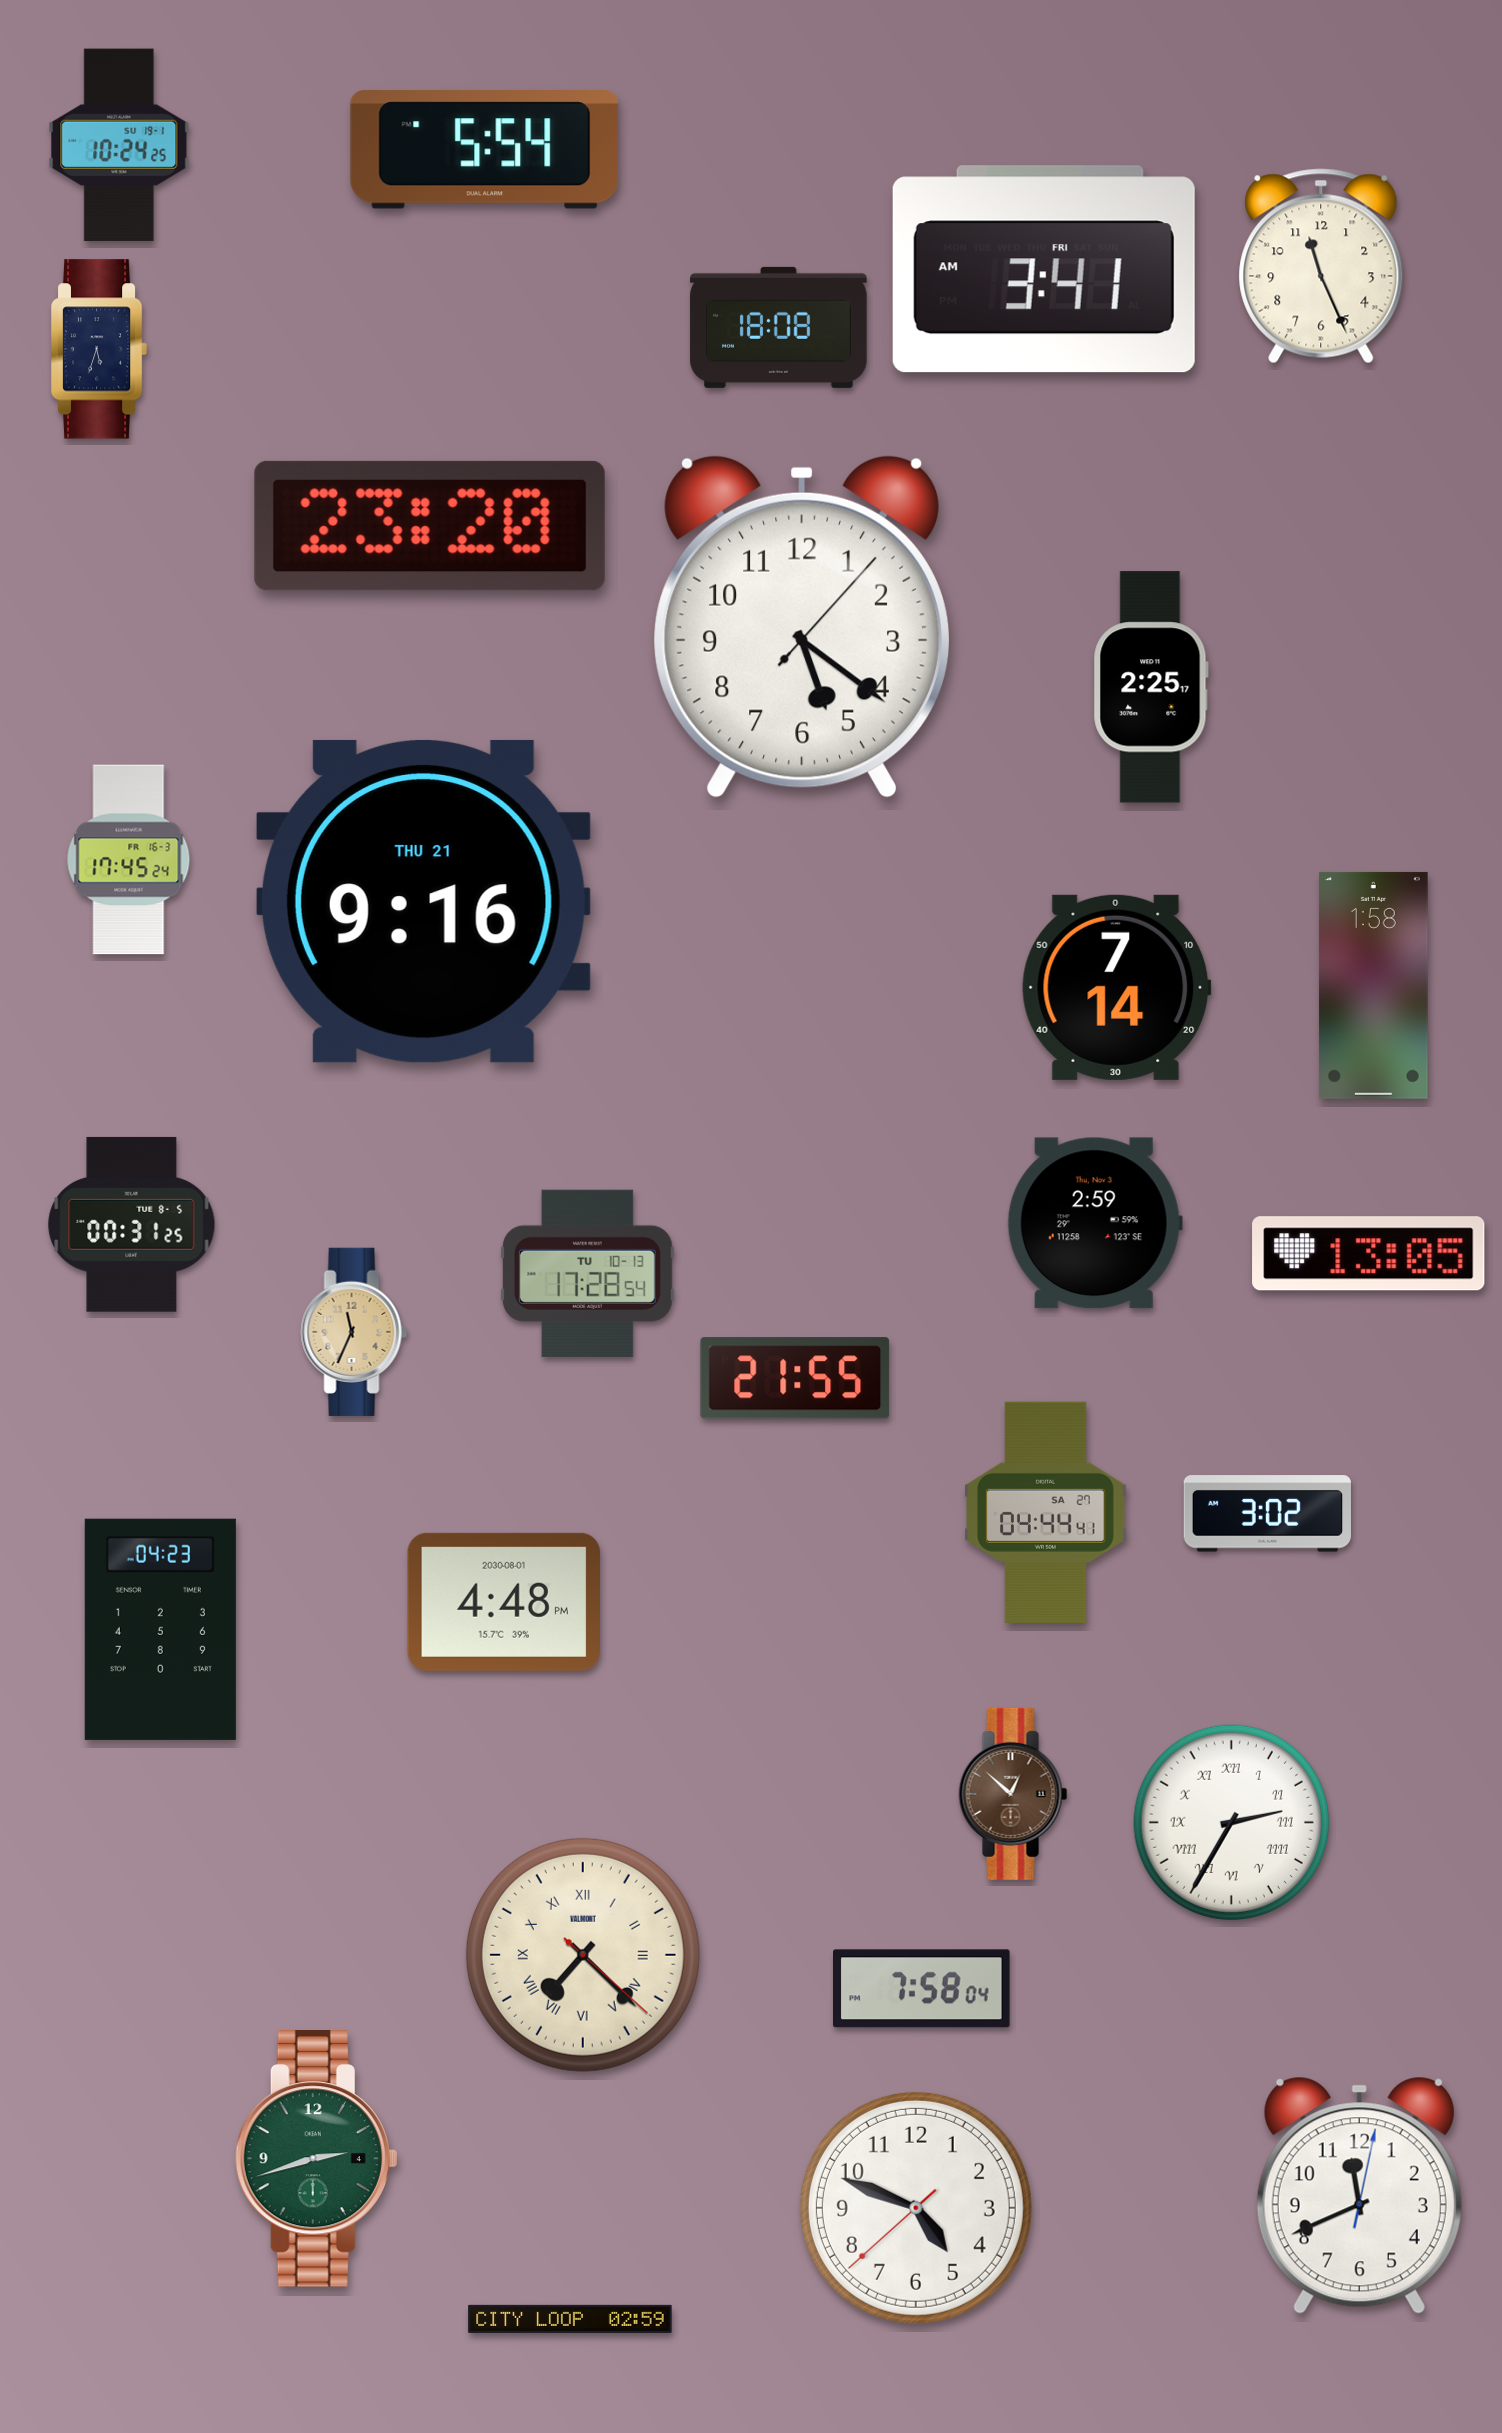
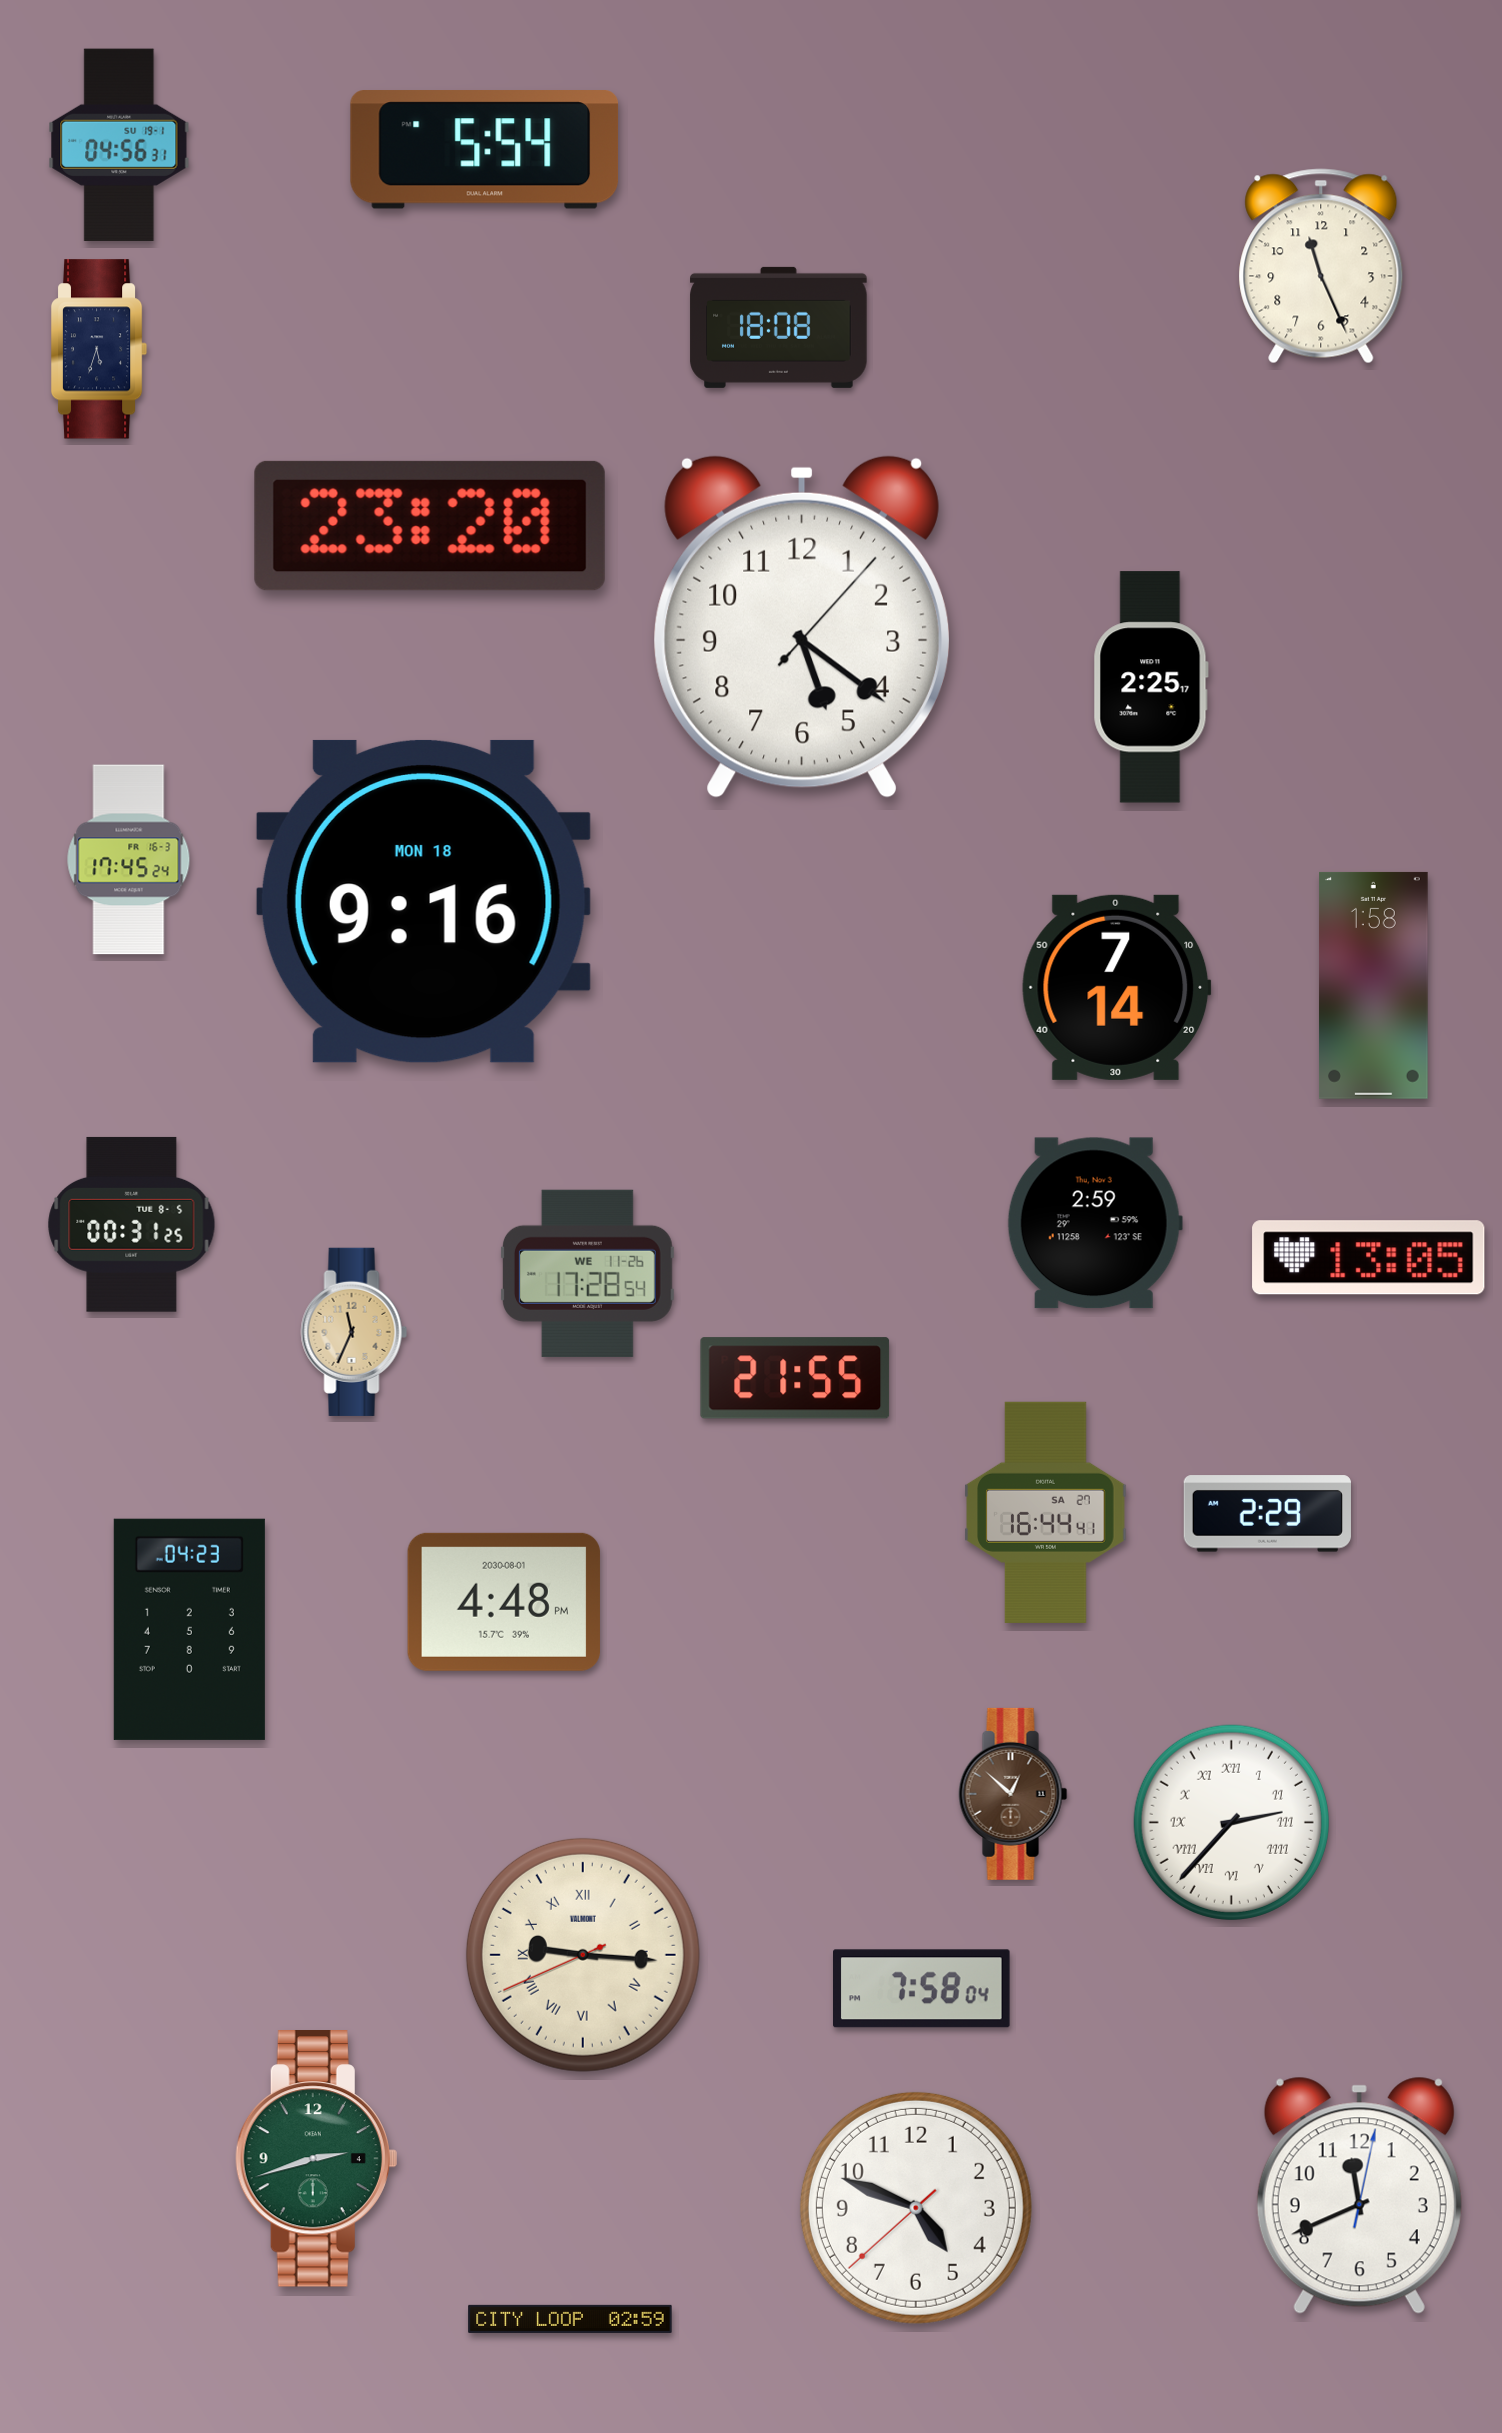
clock at (119, 144): 10:24 -> 04:56
clock at (1044, 269): 3:41 -> none
clock at (423, 901) date: THU 21 -> MON 18
clock at (1369, 1254) position: (1369, 1254) -> (1369, 1258)
clock at (587, 1273) date: TU 10-13 -> WE 11-26
clock at (1046, 1512): 04:44 -> 16:44
clock at (1267, 1514): 3:02 -> 2:29
clock at (160, 1629) position: (160, 1629) -> (189, 1629)
clock at (1231, 1822): 2:35 -> 2:37
clock at (583, 1955): 7:22 -> 9:15
